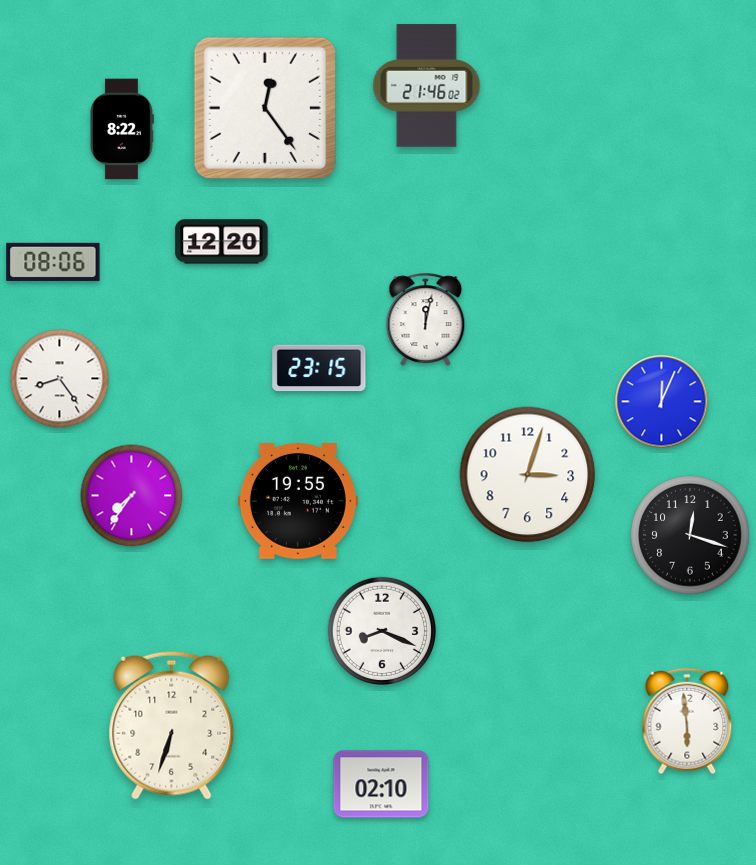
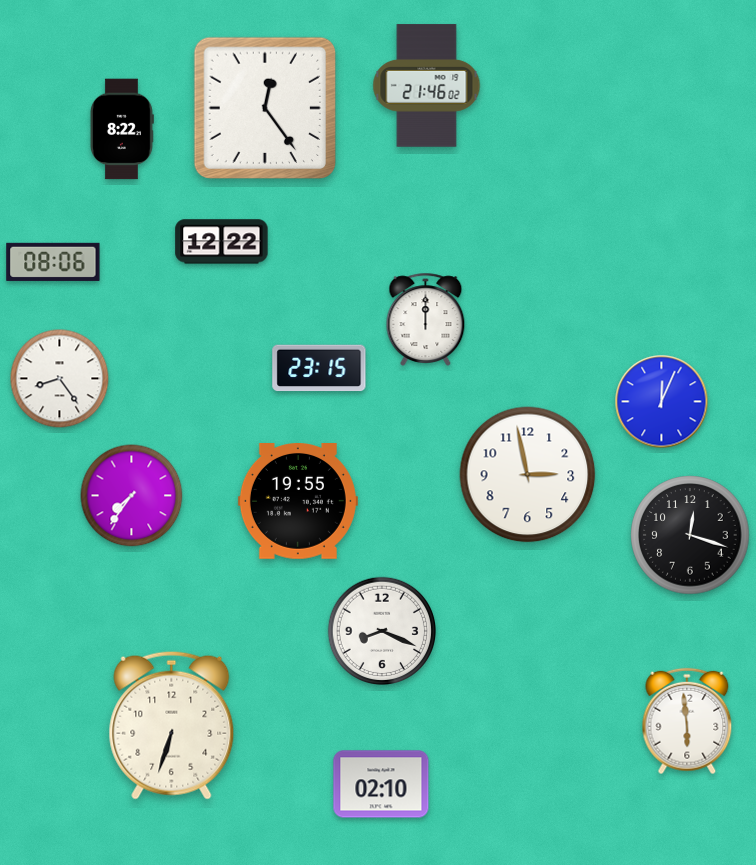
clock at (222, 242): 12:20 -> 12:22
clock at (426, 319): 12:02 -> 12:00
clock at (528, 475): 3:03 -> 2:58
